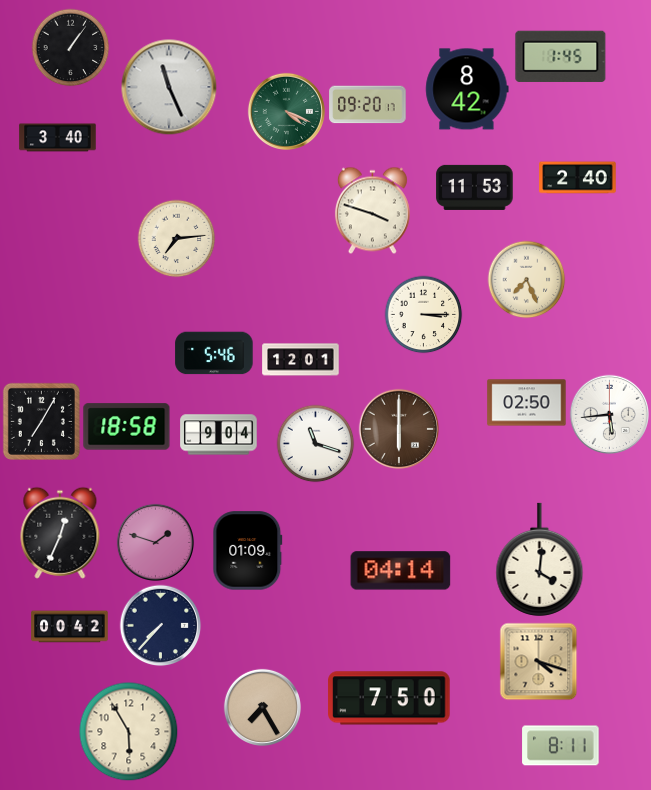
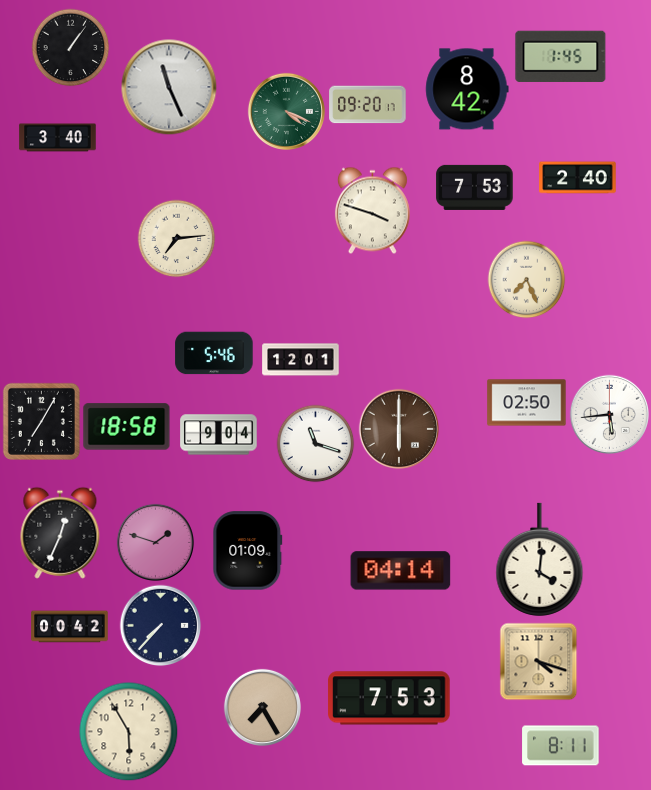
clock at (475, 187): 11:53 -> 7:53
clock at (423, 314): 3:15 -> none
clock at (389, 698): 7:50 -> 7:53
